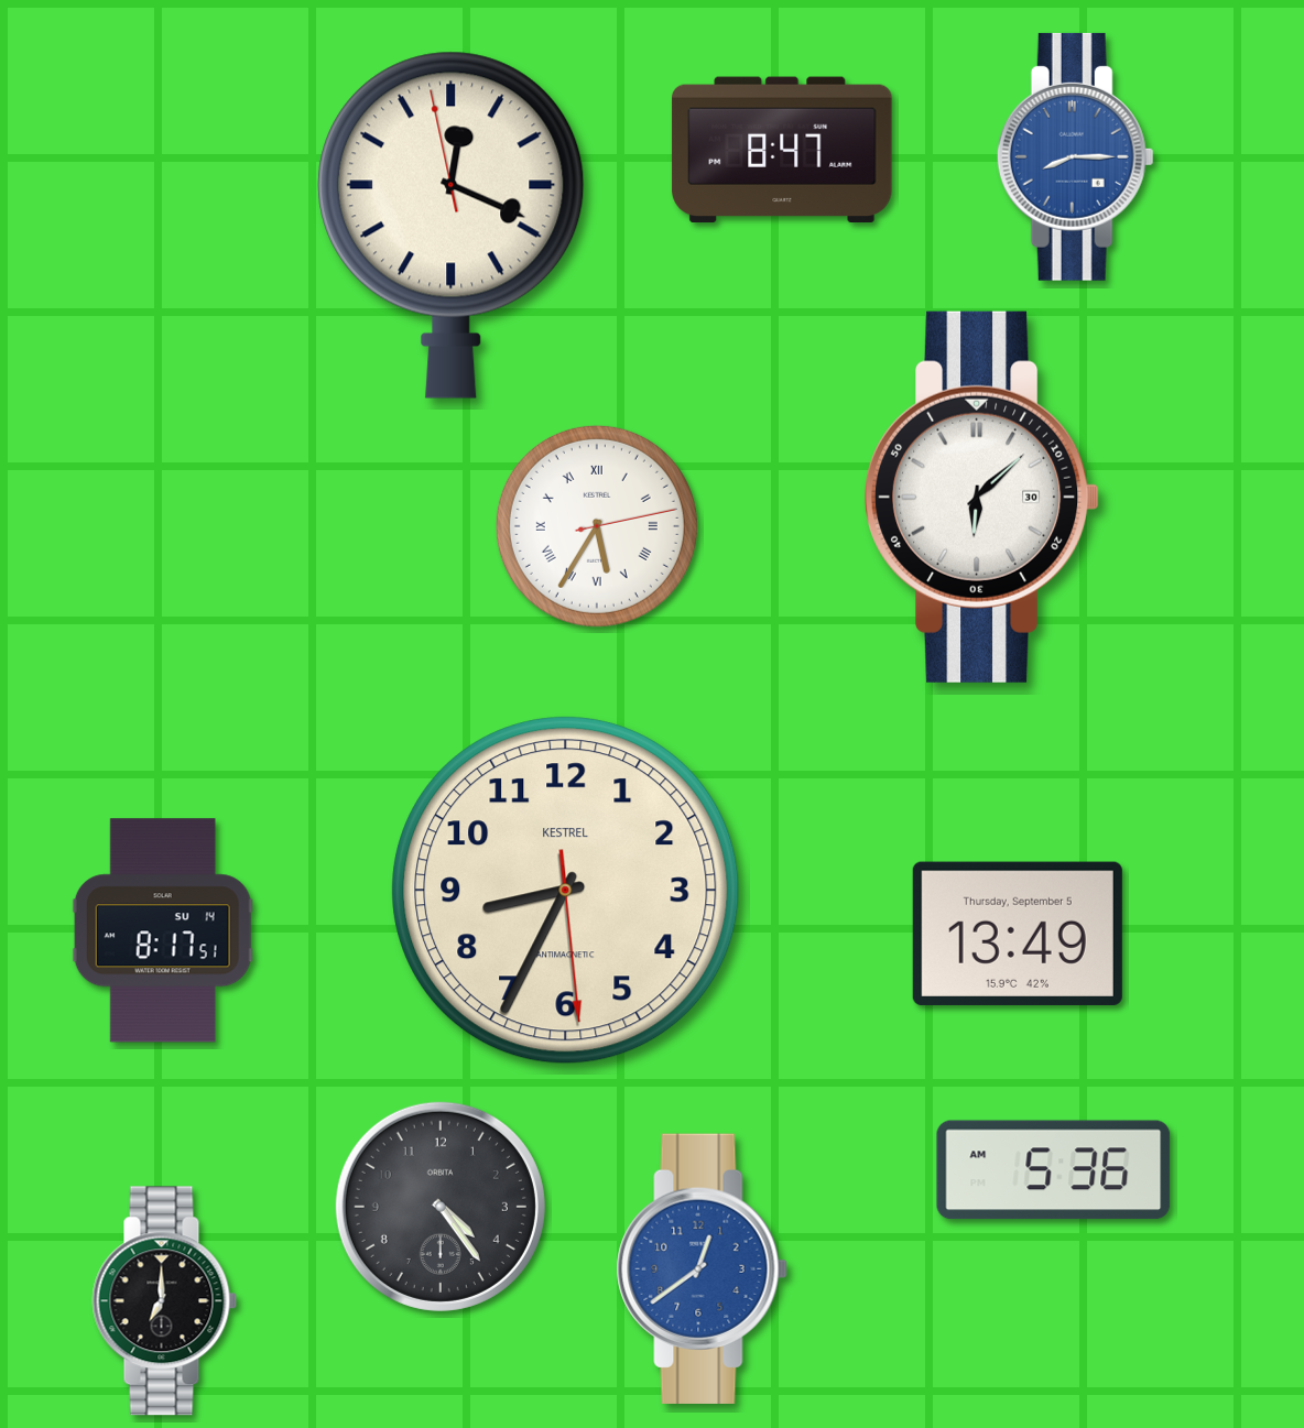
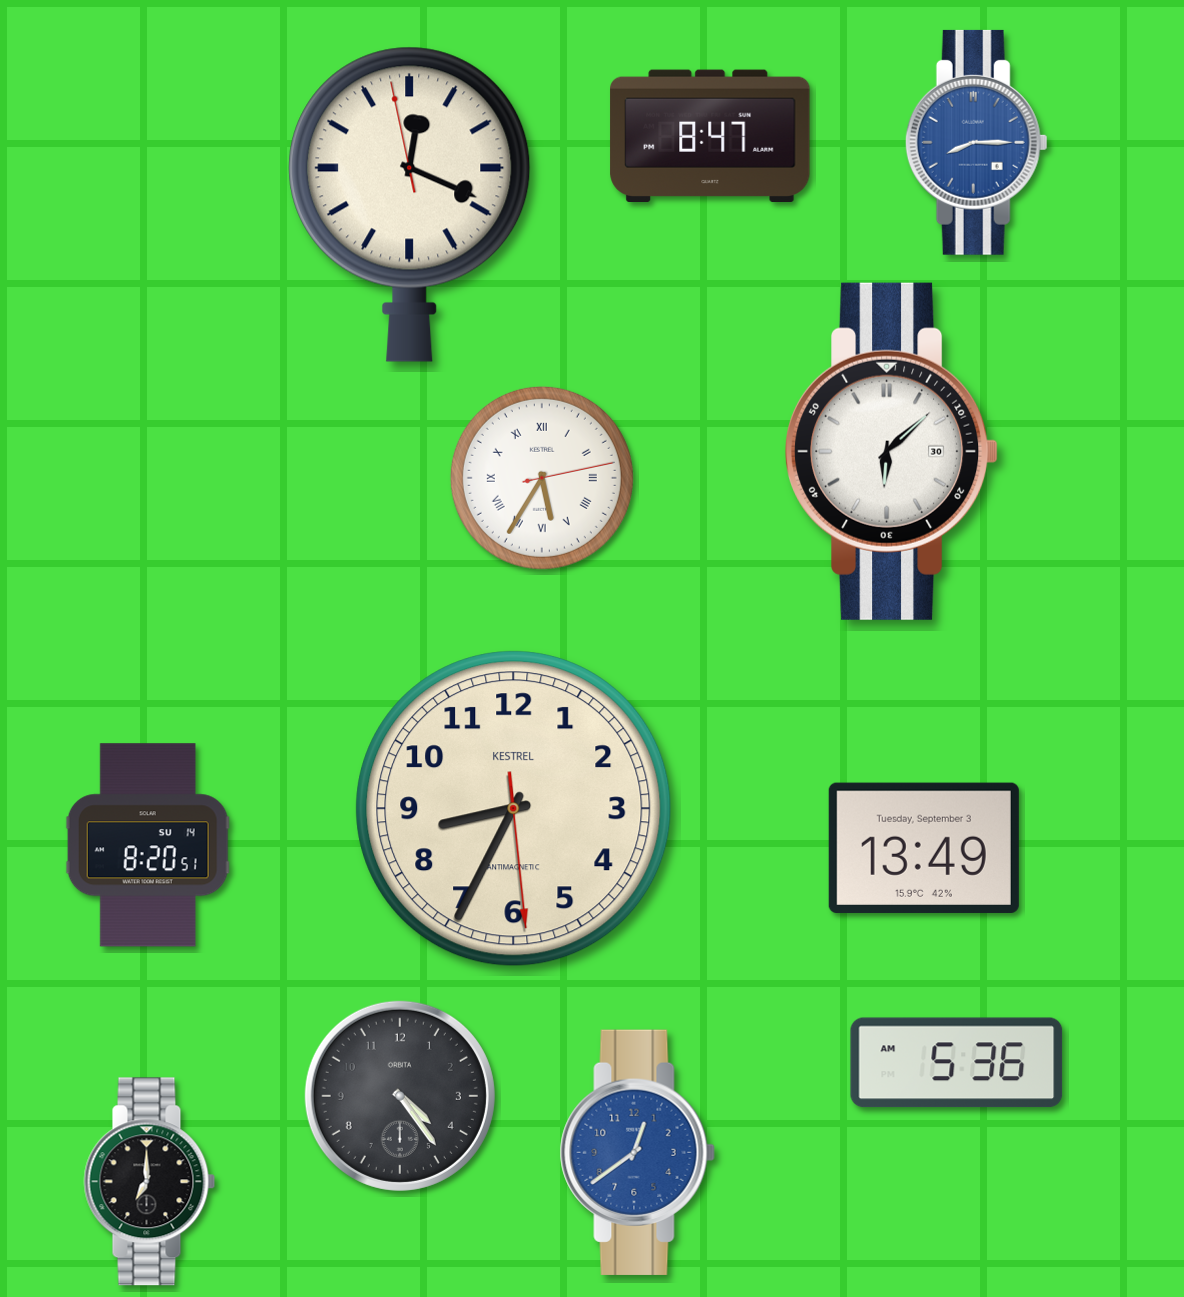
clock at (163, 930): 8:17 -> 8:20
clock at (1018, 934) date: Thursday, September 5 -> Tuesday, September 3
